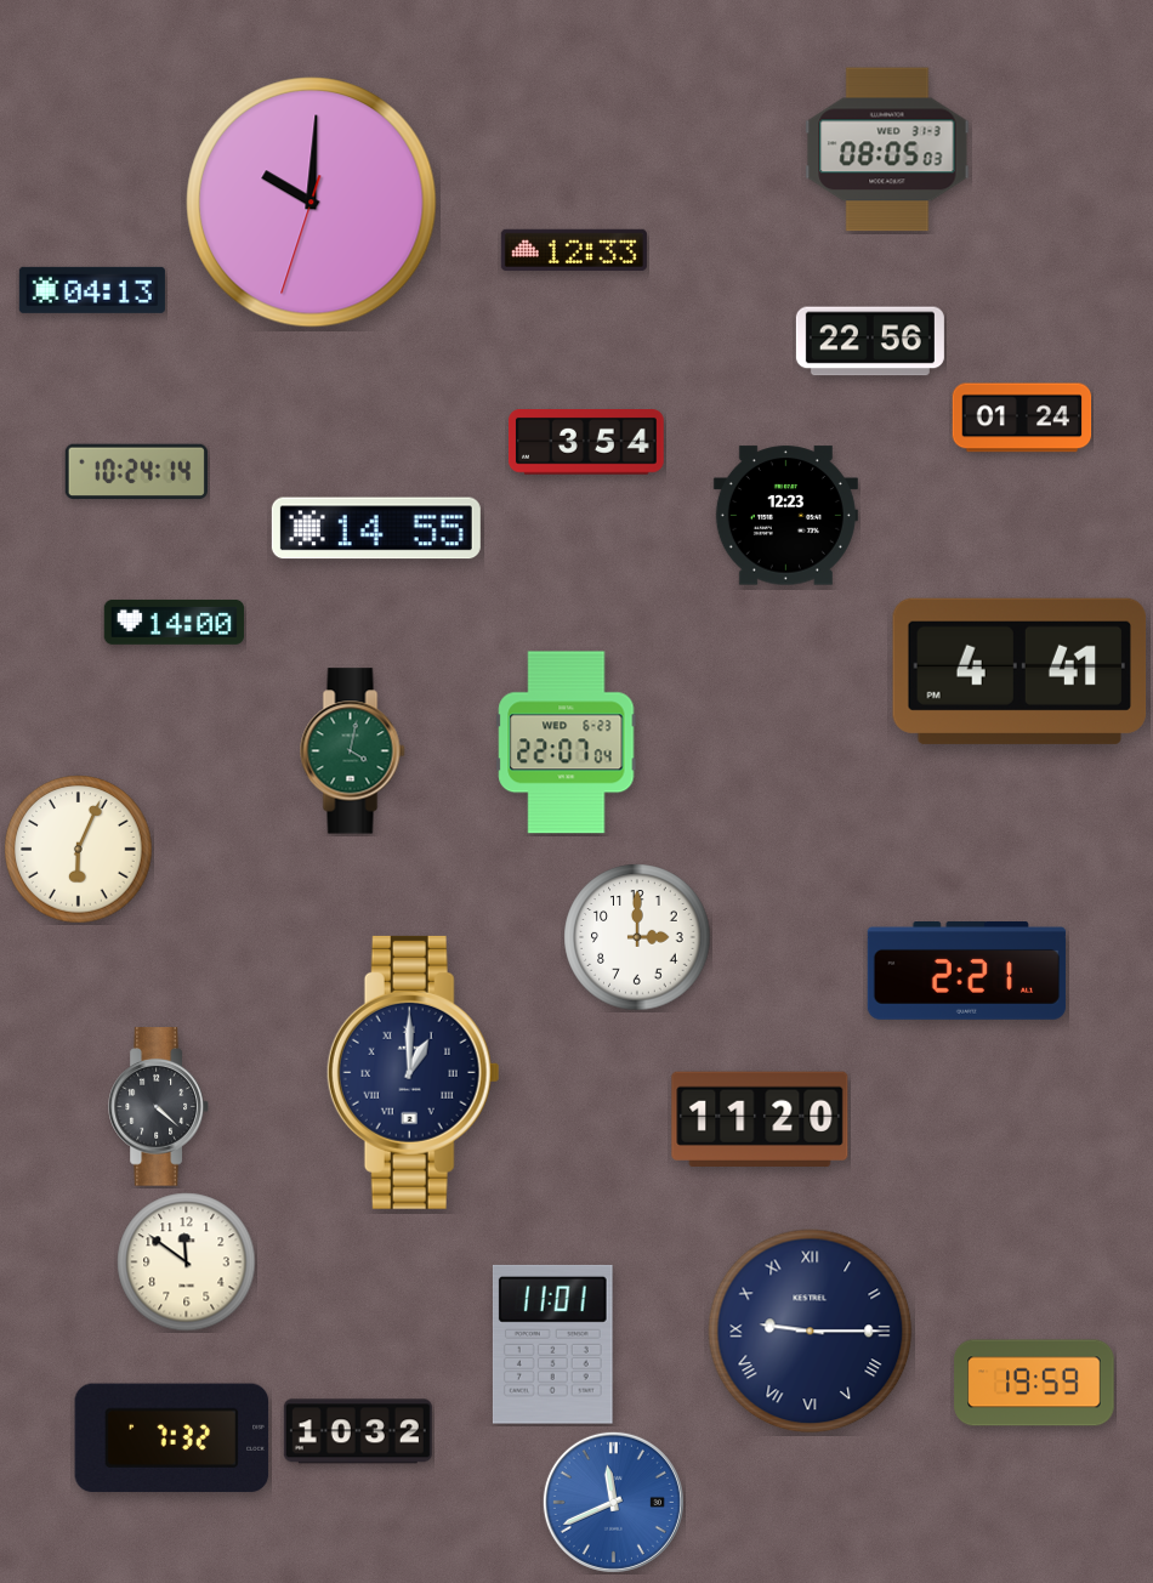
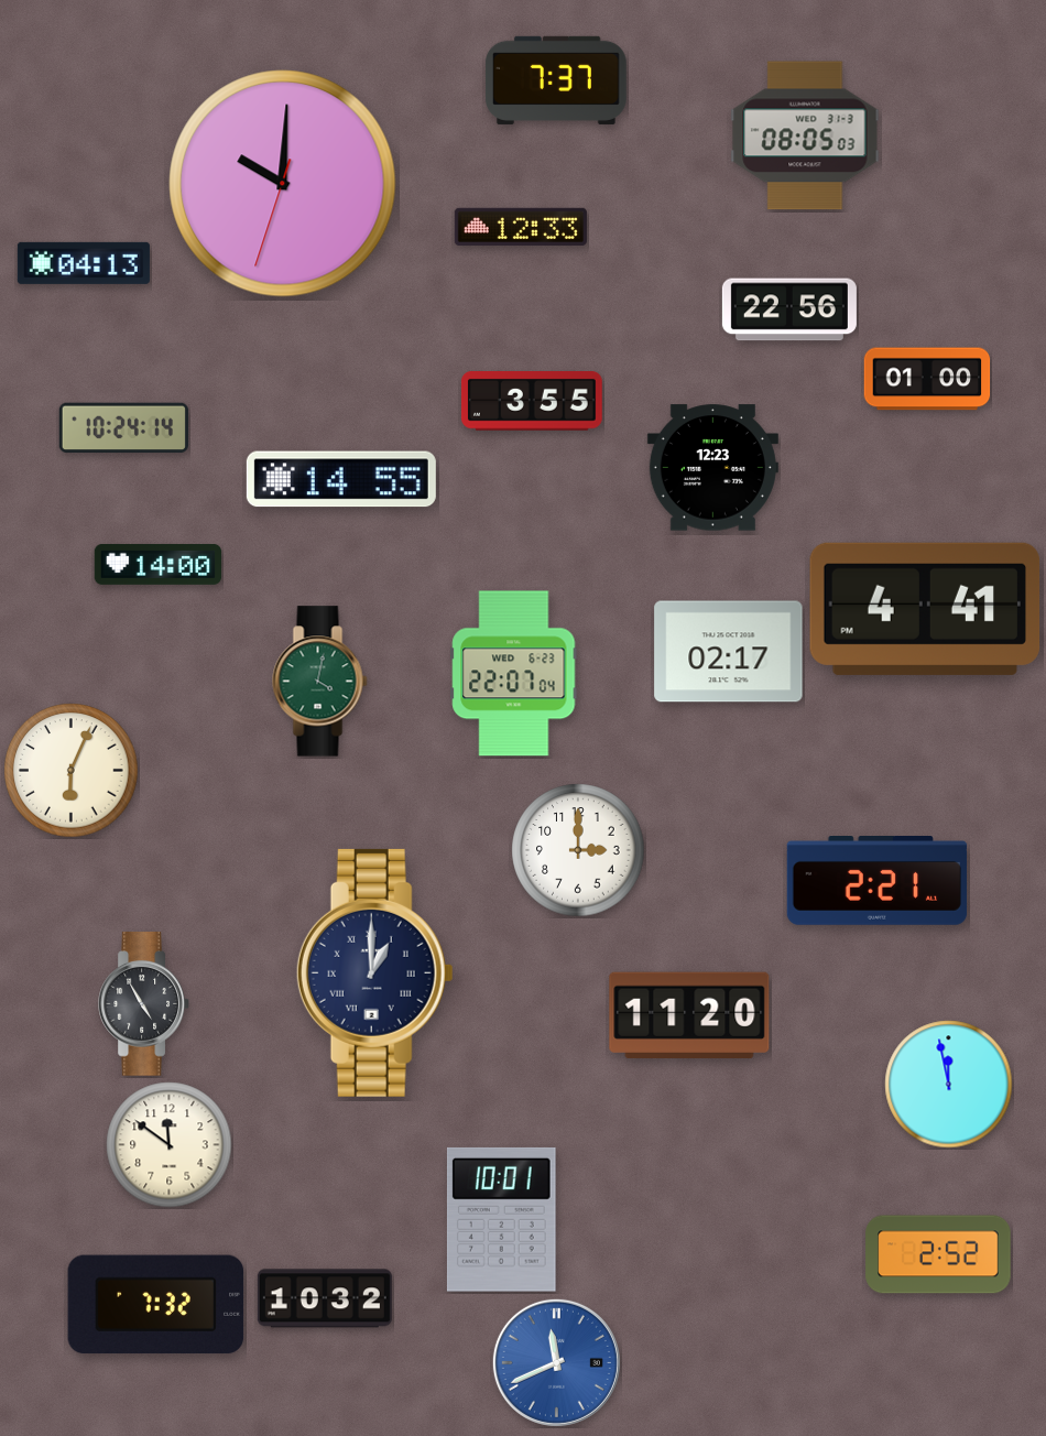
clock at (556, 80): none -> 7:37
clock at (1022, 418): 01:24 -> 01:00
clock at (586, 443): 3:54 -> 3:55
clock at (729, 652): none -> 02:17
clock at (159, 1107): 4:22 -> 4:55
clock at (949, 1085): none -> 11:58
clock at (811, 1332): 9:15 -> none
clock at (552, 1344): 11:01 -> 10:01
clock at (1034, 1383): 19:59 -> 2:52
